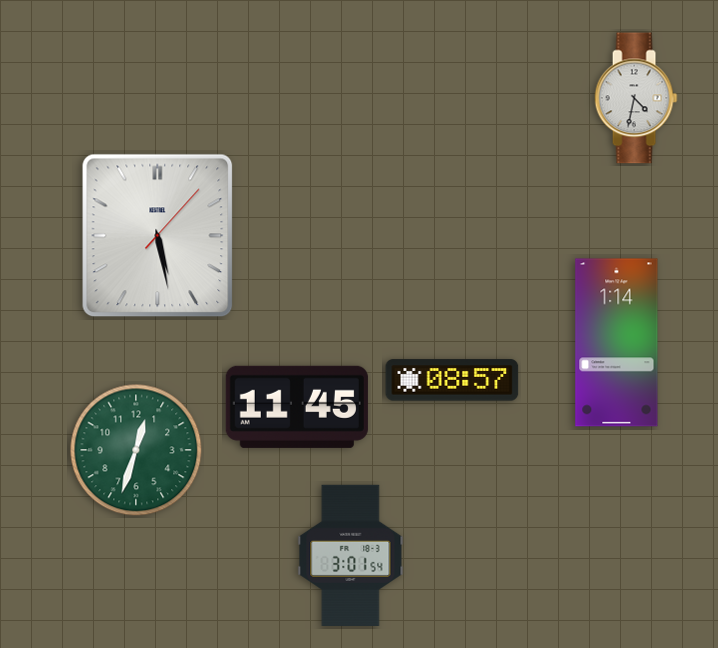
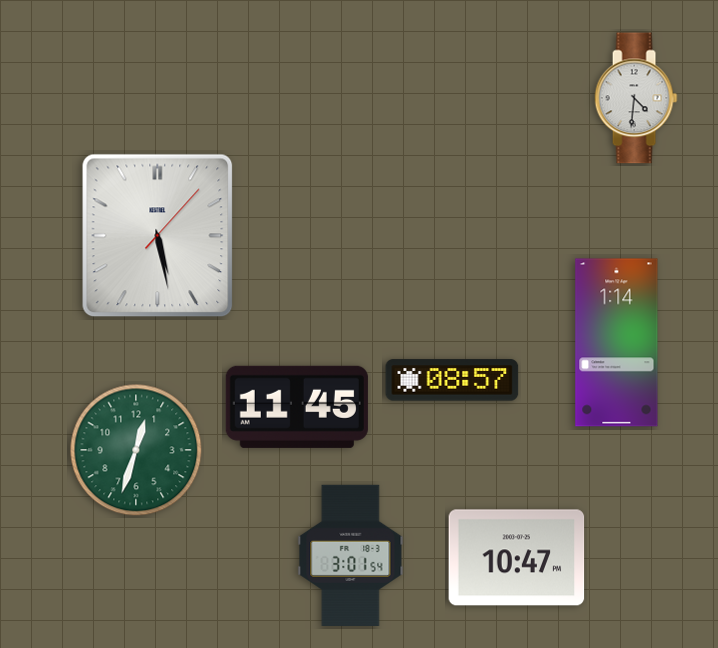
clock at (636, 98): 4:32 -> 4:31
clock at (517, 558): none -> 10:47
